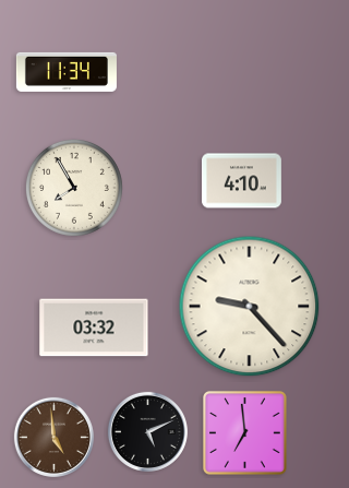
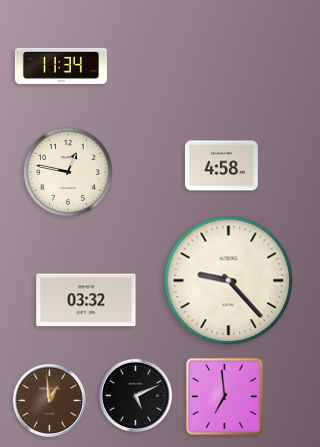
clock at (241, 181): 4:10 -> 4:58
clock at (74, 188): 7:55 -> 12:47
clock at (53, 437): 4:59 -> 12:59
